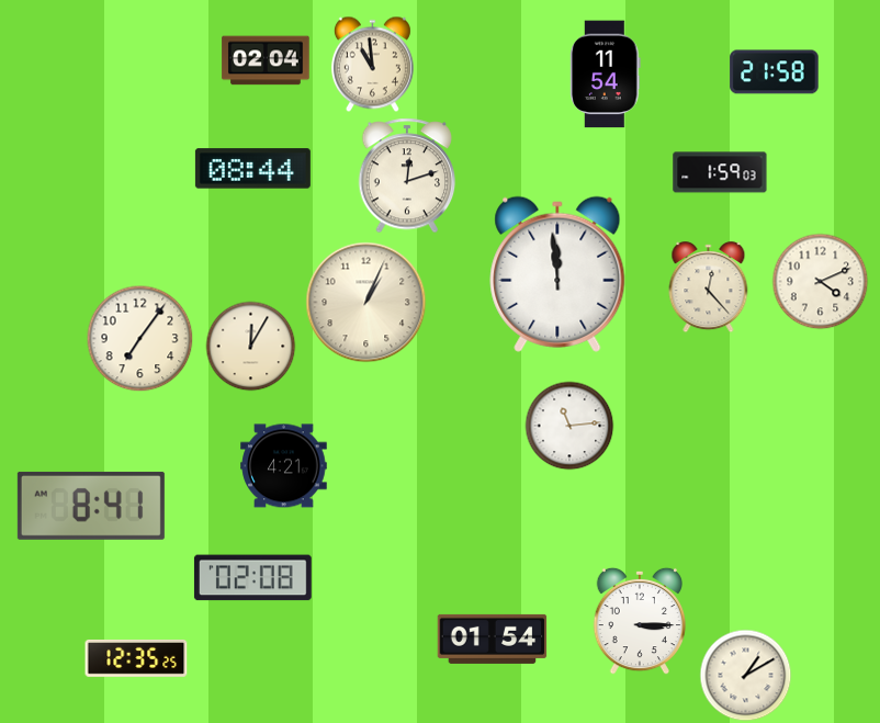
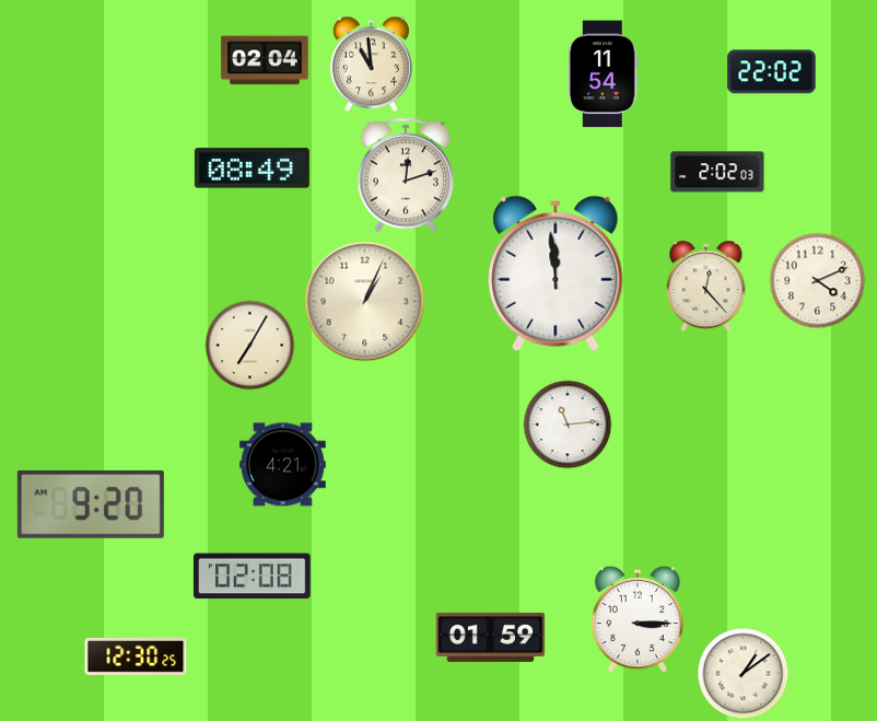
clock at (775, 72): 21:58 -> 22:02
clock at (252, 169): 08:44 -> 08:49
clock at (720, 172): 1:59 -> 2:02
clock at (140, 339): 7:06 -> none
clock at (251, 347): 12:05 -> 7:05
clock at (91, 506): 8:41 -> 9:20
clock at (493, 639): 01:54 -> 01:59
clock at (136, 658): 12:35 -> 12:30
clock at (746, 676): 1:10 -> 1:09
